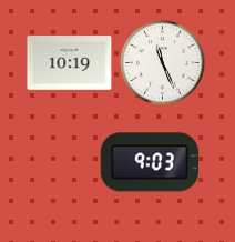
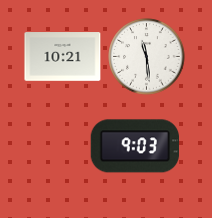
clock at (70, 63): 10:19 -> 10:21
clock at (163, 63): 11:26 -> 11:29
